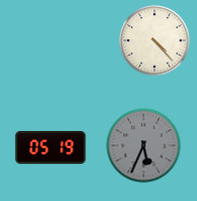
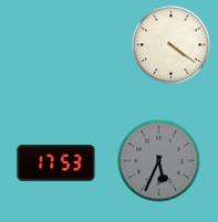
clock at (155, 41): 4:23 -> 4:21
clock at (51, 148): 05:19 -> 17:53
